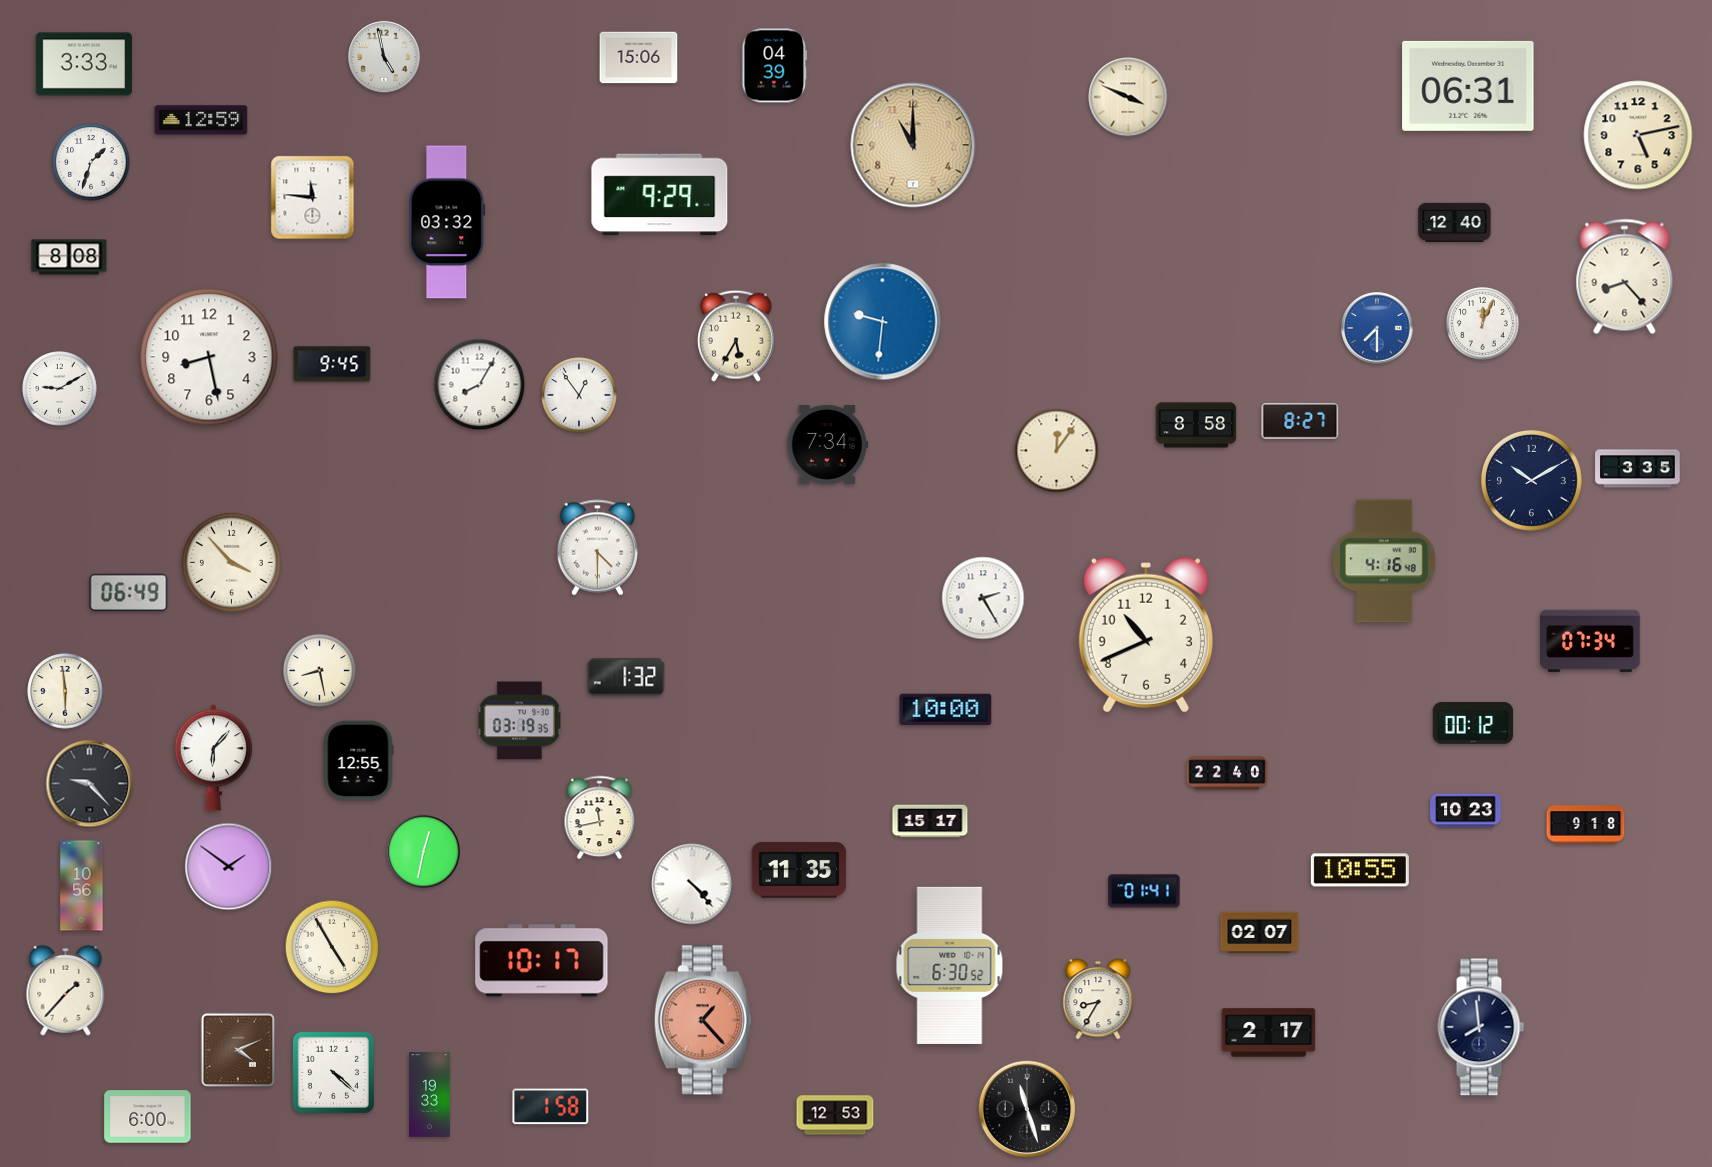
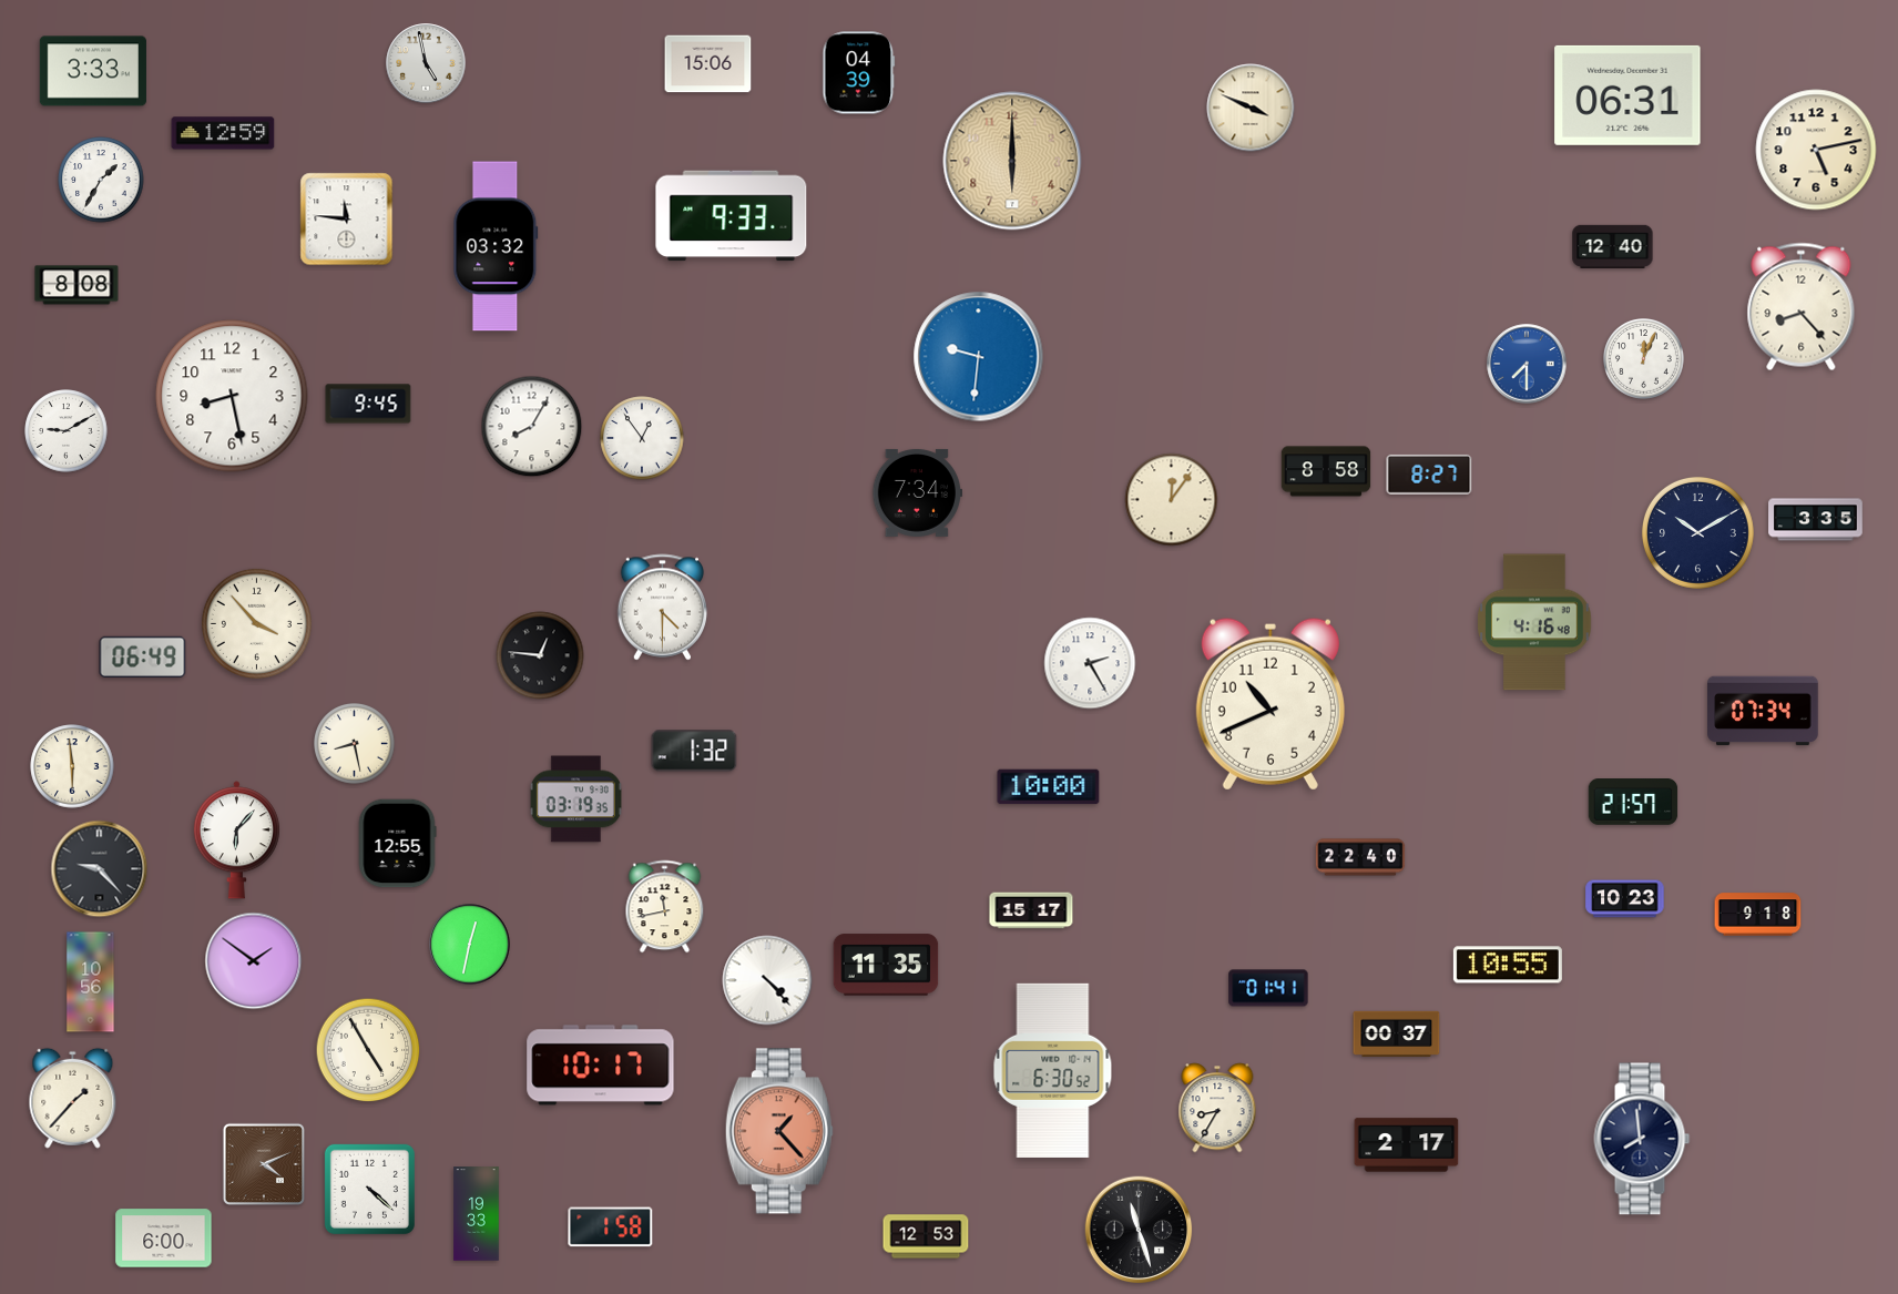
clock at (913, 145): 11:00 -> 6:00
clock at (91, 162): 1:33 -> 1:35
clock at (660, 195): 9:29 -> 9:33
clock at (736, 336): 5:35 -> none
clock at (1300, 421) position: (1300, 421) -> (1429, 475)
clock at (540, 655): none -> 12:46
clock at (1473, 724): 00:12 -> 21:57
clock at (1260, 932): 02:07 -> 00:37
